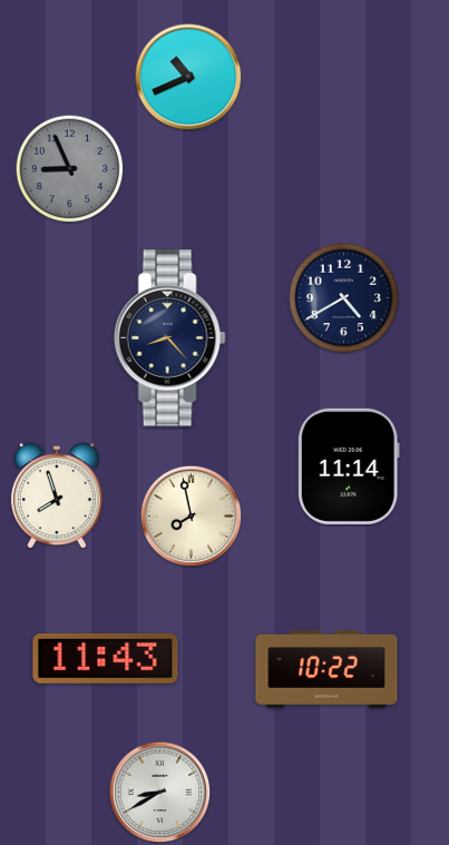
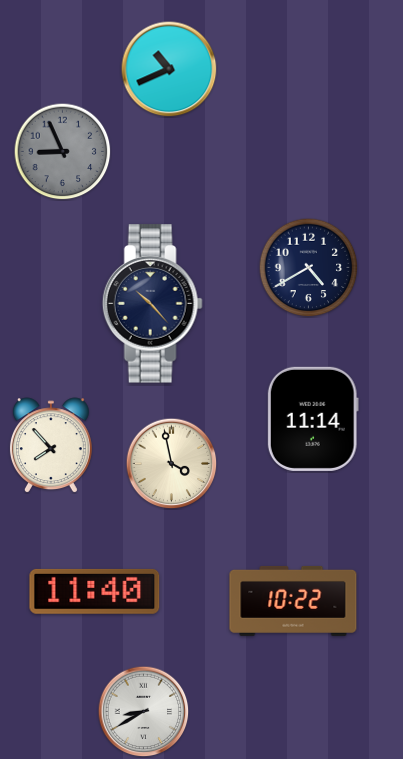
clock at (169, 338): 8:23 -> 10:23
clock at (57, 495): 7:57 -> 7:53
clock at (191, 515): 7:58 -> 3:58
clock at (106, 658): 11:43 -> 11:40
